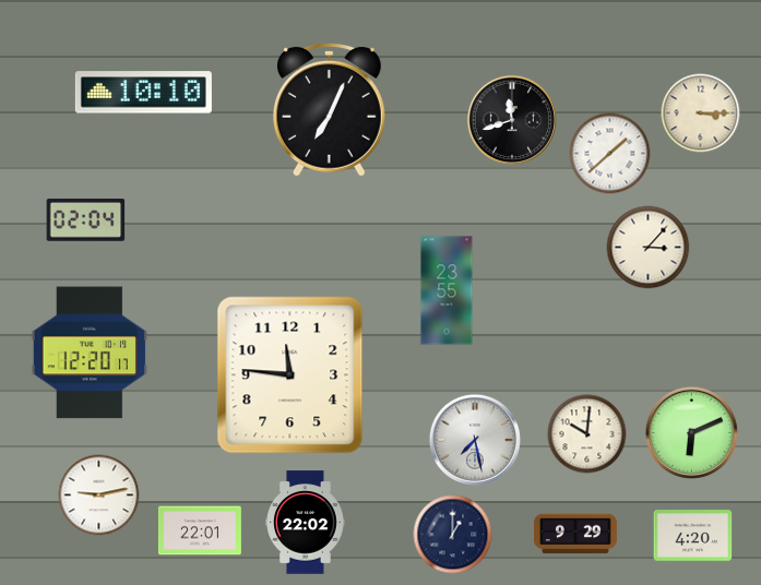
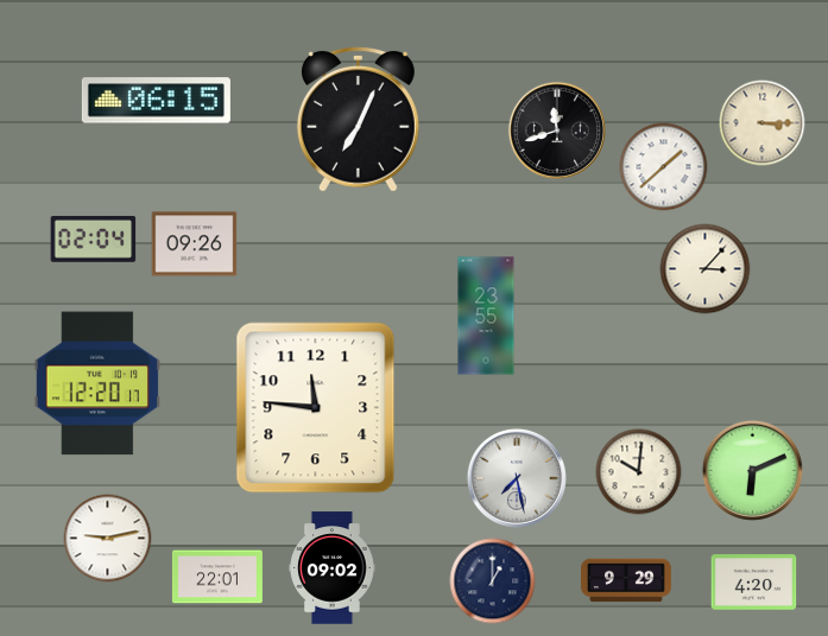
clock at (143, 93): 10:10 -> 06:15
clock at (195, 244): none -> 09:26
clock at (306, 523): 22:02 -> 09:02
